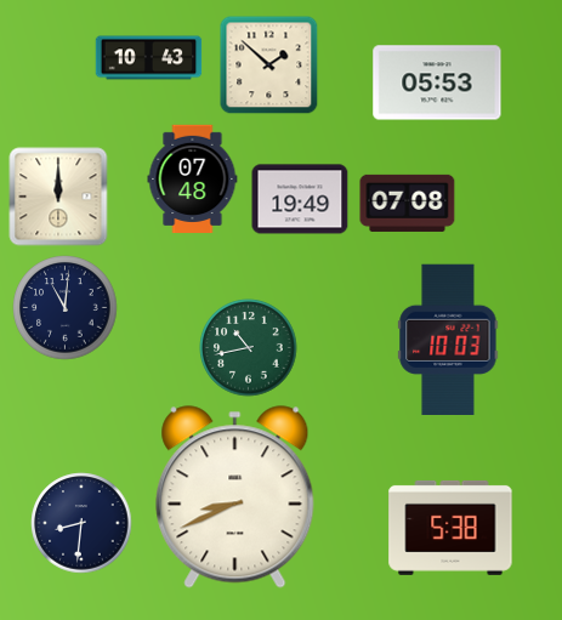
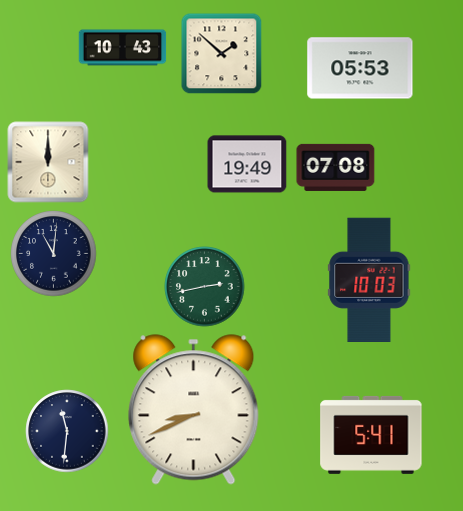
clock at (193, 178): 07:48 -> none
clock at (249, 348): 10:43 -> 2:43
clock at (81, 523): 8:31 -> 11:31
clock at (450, 528): 5:38 -> 5:41
